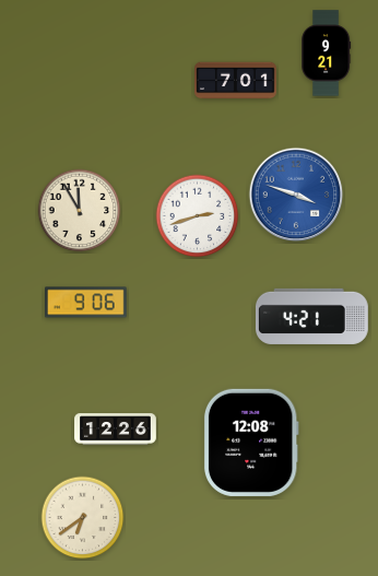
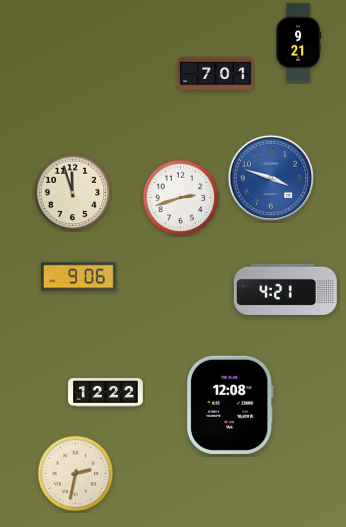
clock at (327, 54) position: (327, 54) -> (299, 43)
clock at (80, 211): 11:55 -> 11:57
clock at (116, 430): 12:26 -> 12:22
clock at (83, 518): 6:39 -> 2:32
